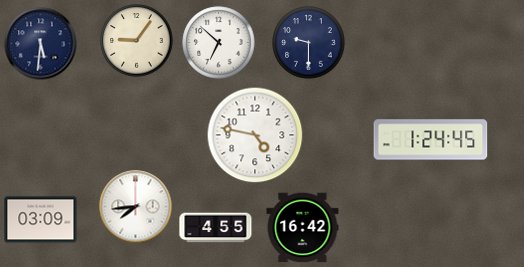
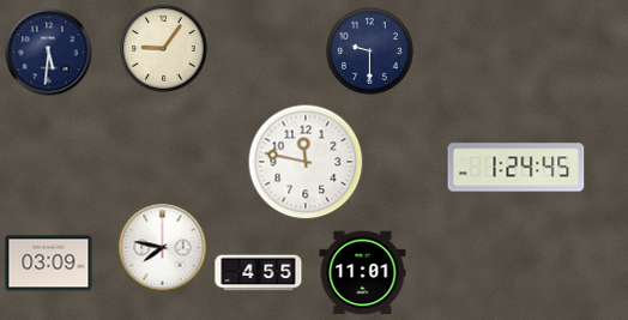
clock at (219, 43): 6:52 -> none
clock at (255, 135): 4:47 -> 11:47
clock at (136, 207): 7:44 -> 7:47
clock at (303, 228): 16:42 -> 11:01
